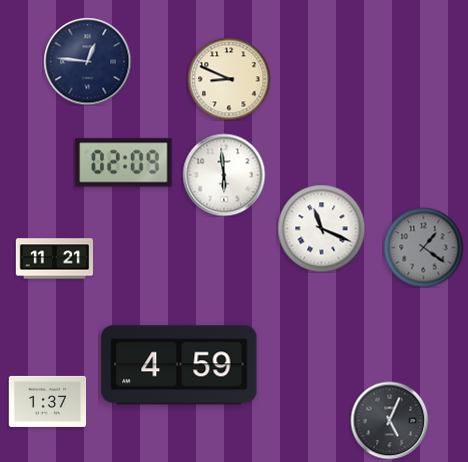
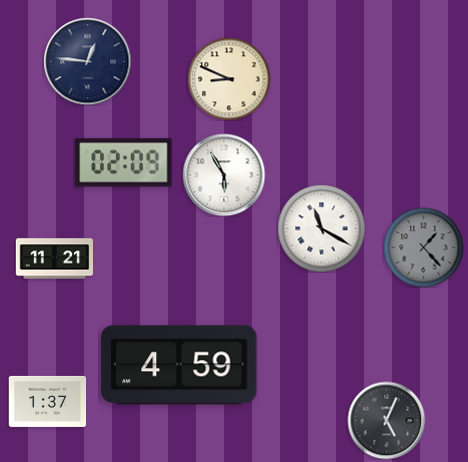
clock at (224, 175): 5:59 -> 5:55
clock at (321, 228): 11:19 -> 11:20
clock at (423, 247): 1:21 -> 1:23
clock at (389, 420) position: (389, 420) -> (386, 420)
